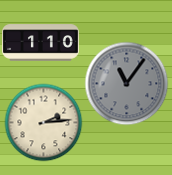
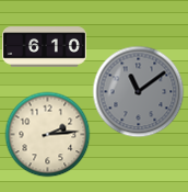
clock at (41, 43): 1:10 -> 6:10
clock at (126, 83): 11:06 -> 11:09
